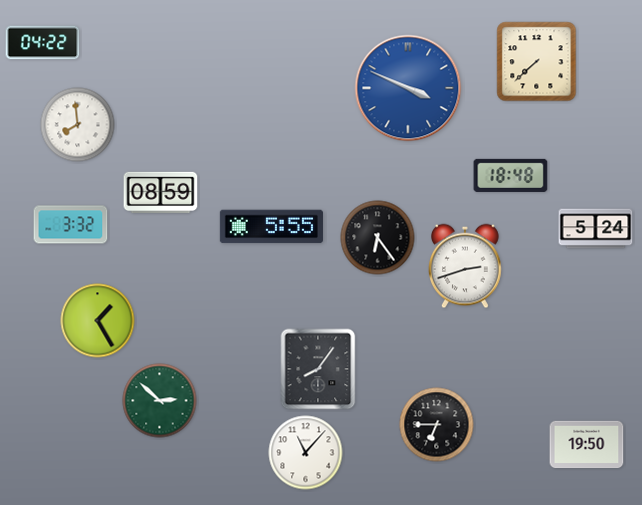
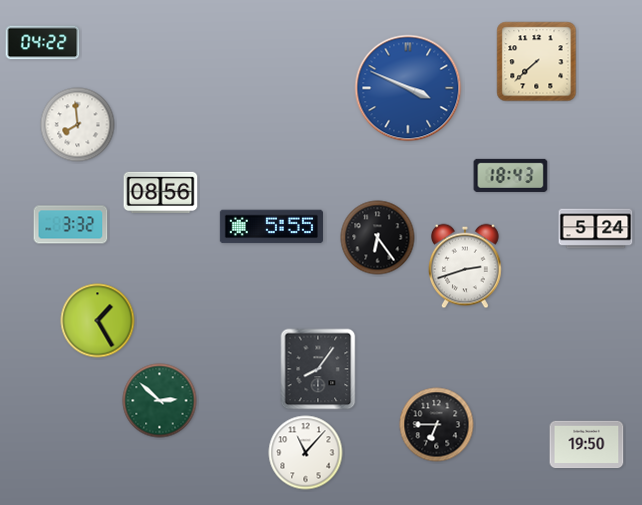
clock at (511, 175): 18:48 -> 18:43
clock at (161, 193): 08:59 -> 08:56
